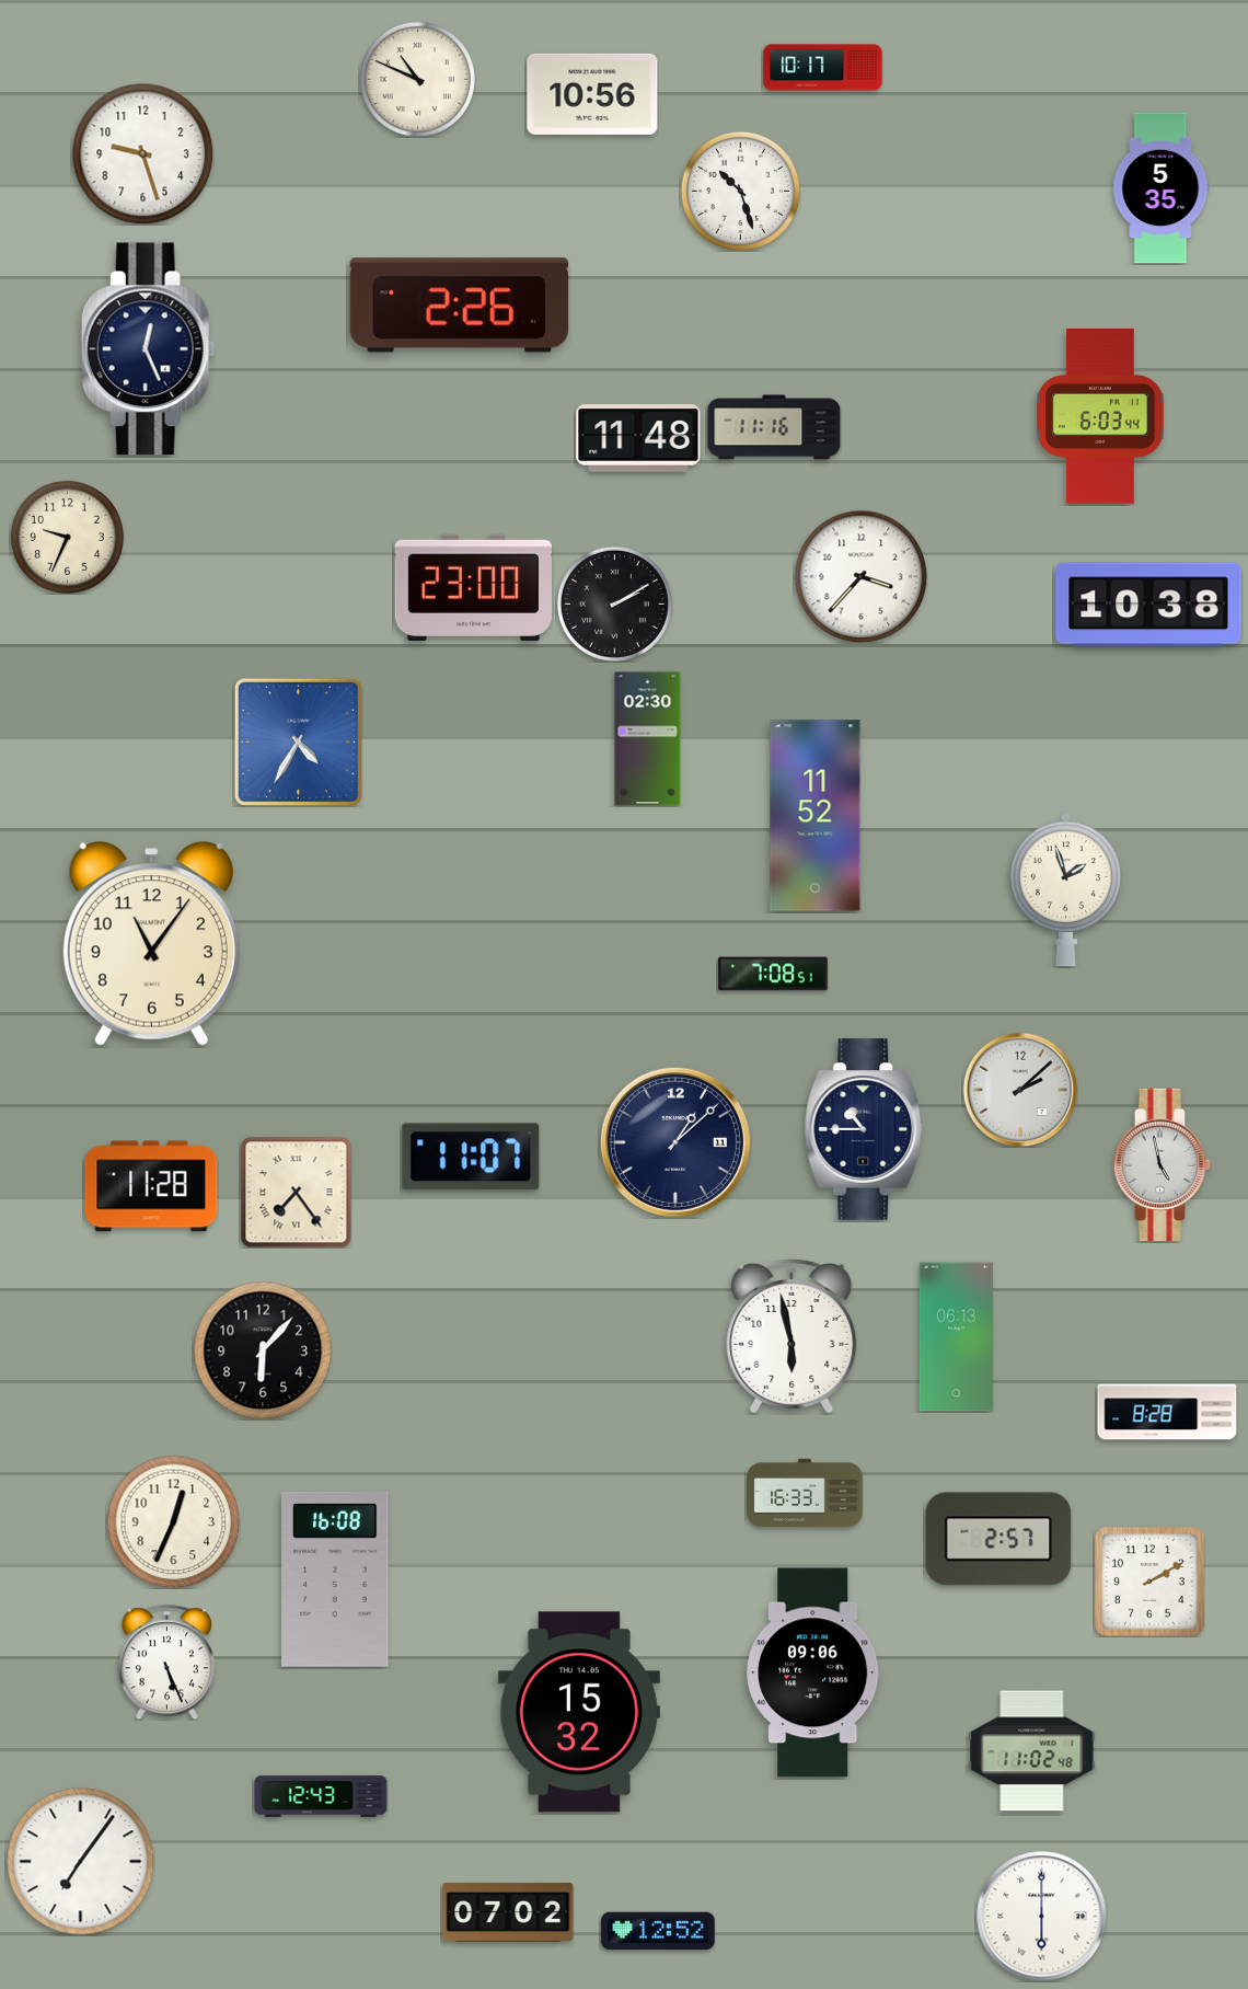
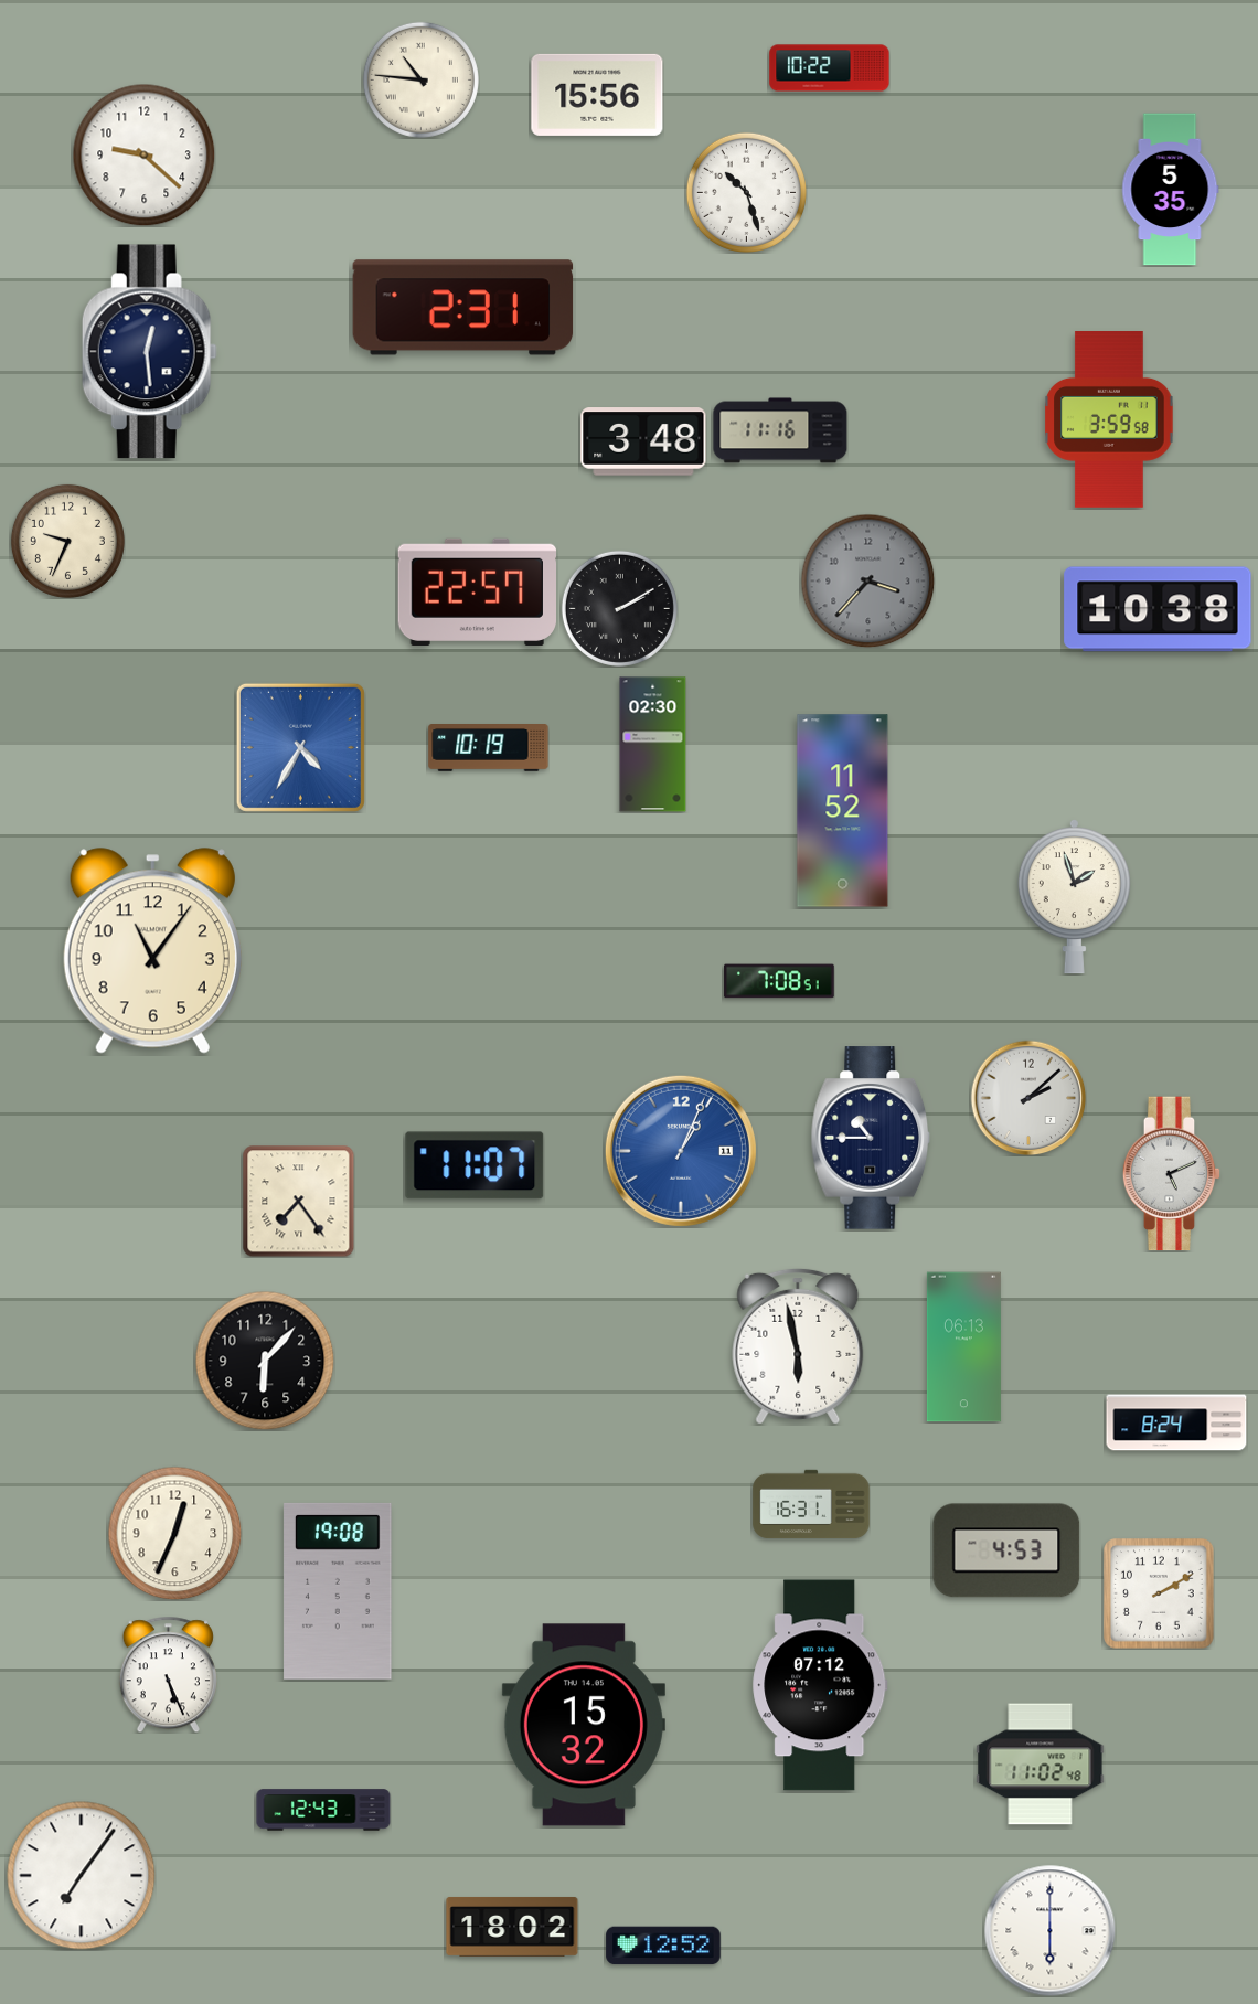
clock at (823, 68): 10:17 -> 10:22
clock at (417, 79): 10:49 -> 10:46
clock at (592, 94): 10:56 -> 15:56
clock at (142, 153): 9:27 -> 9:22
clock at (460, 306): 2:26 -> 2:31
clock at (148, 349): 12:26 -> 12:29
clock at (1100, 417): 6:03 -> 3:59
clock at (638, 438): 11:48 -> 3:48
clock at (860, 576) dial: white -> grey
clock at (473, 587): 23:00 -> 22:57
clock at (489, 748): none -> 10:19
clock at (816, 816) position: (816, 816) -> (843, 811)
clock at (675, 1142): 1:08 -> 1:04
clock at (675, 1142) dial: navy -> blue
clock at (1163, 1165): 4:58 -> 5:11
clock at (151, 1186): 11:28 -> none
clock at (1167, 1412): 8:28 -> 8:24
clock at (805, 1493): 16:33 -> 16:31
clock at (998, 1539): 2:57 -> 4:53
clock at (335, 1579): 16:08 -> 19:08
clock at (813, 1672): 09:06 -> 07:12
clock at (508, 1912): 07:02 -> 18:02
